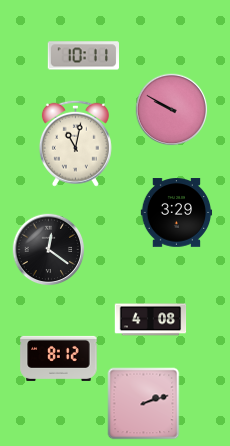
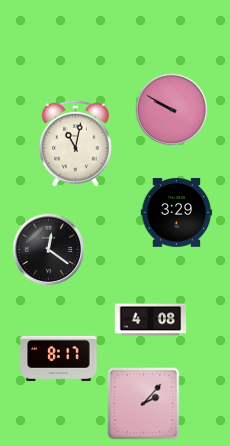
clock at (83, 56): 10:11 -> none
clock at (59, 358): 8:12 -> 8:17
clock at (144, 404): 2:12 -> 2:07
